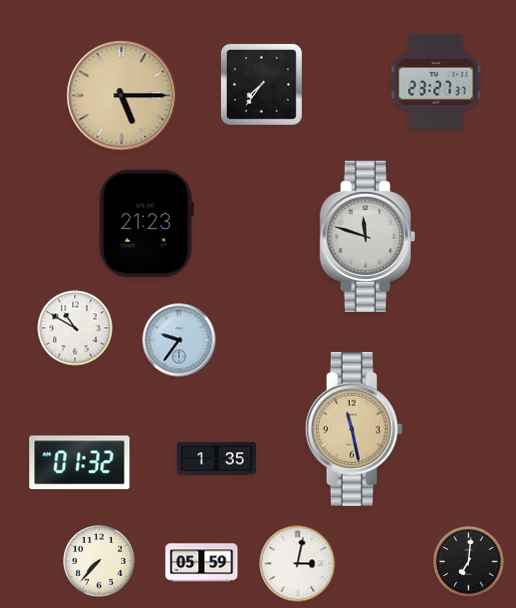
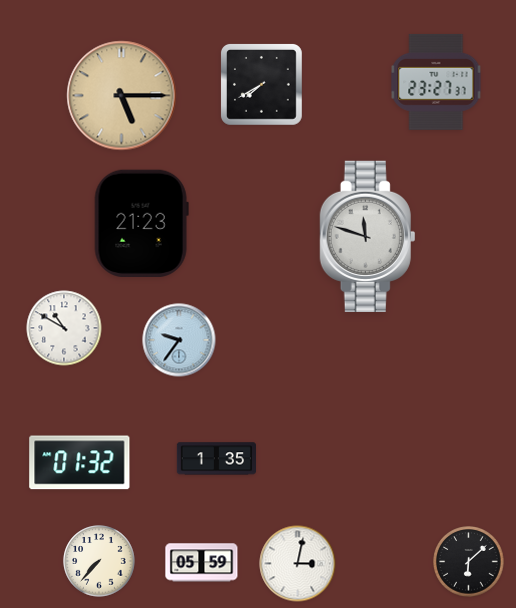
clock at (262, 85): 7:36 -> 7:40
clock at (146, 223) position: (146, 223) -> (141, 223)
clock at (75, 328) position: (75, 328) -> (64, 328)
clock at (354, 429): 11:28 -> none
clock at (469, 562): 7:01 -> 6:08
